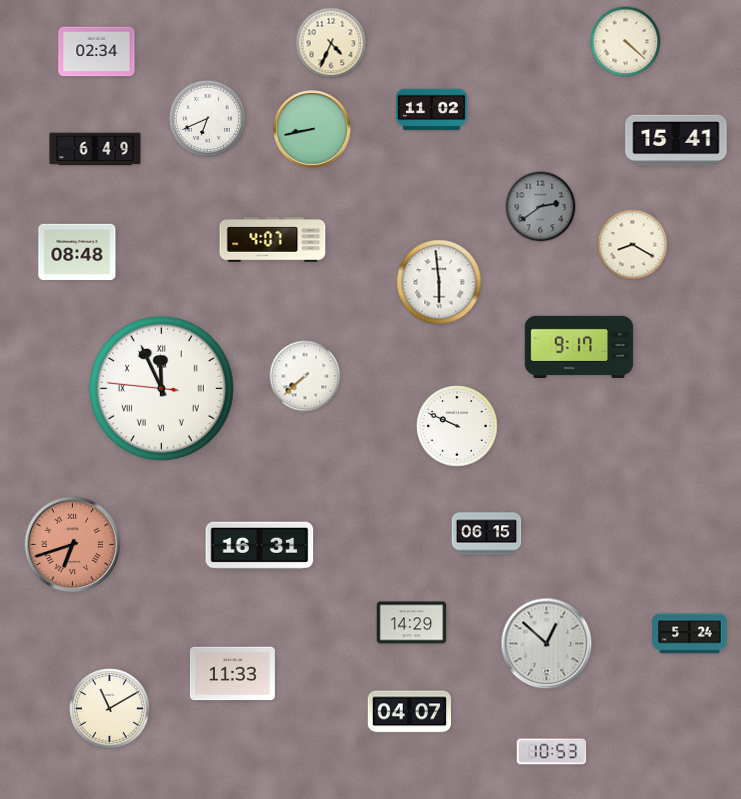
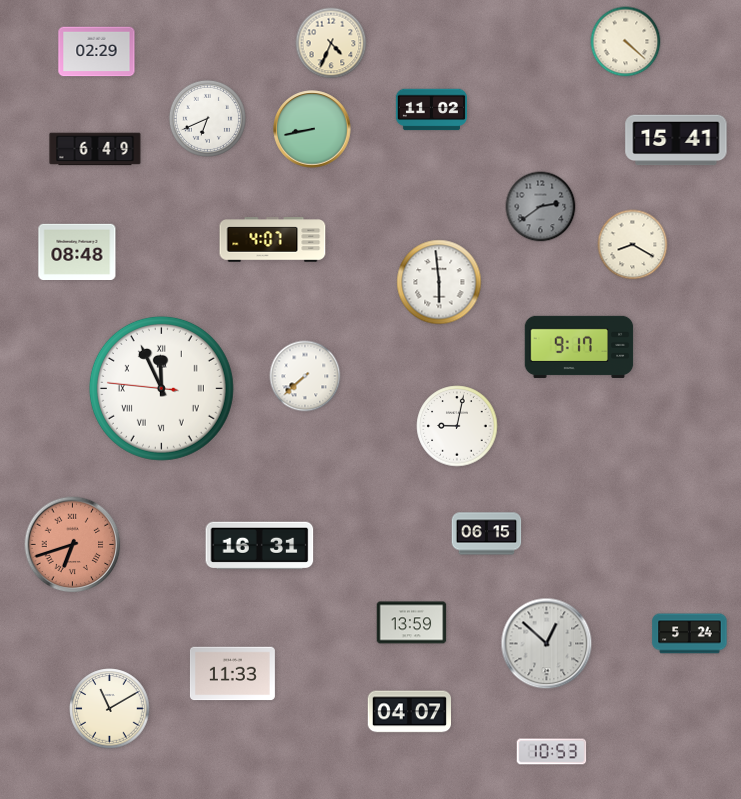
clock at (97, 52): 02:34 -> 02:29
clock at (457, 426): 9:49 -> 9:02
clock at (412, 623): 14:29 -> 13:59
